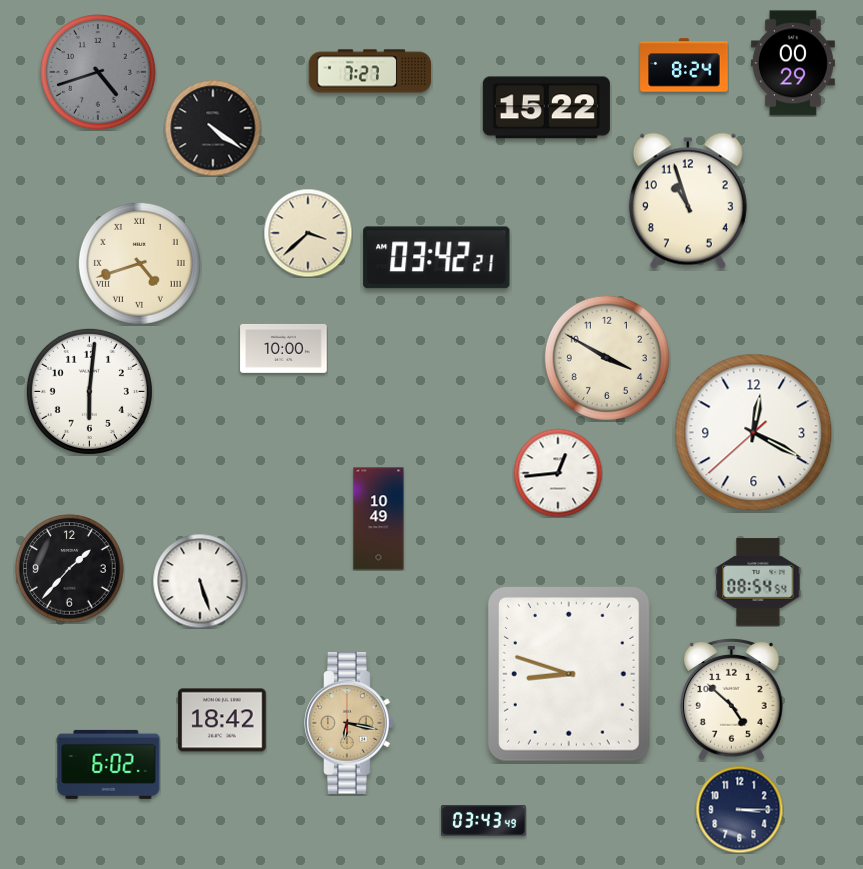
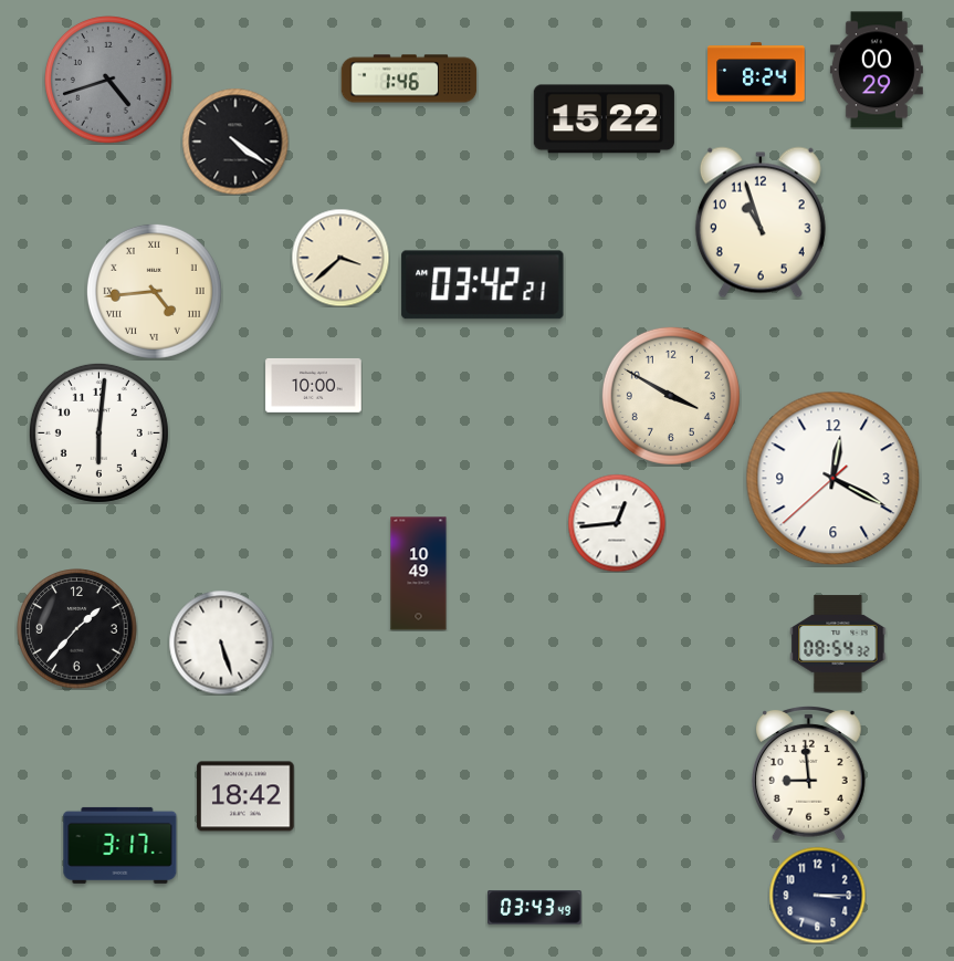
clock at (370, 71): 7:27 -> 1:46
clock at (139, 263): 4:42 -> 4:44
clock at (758, 582): 08:54:54 -> 08:54:32
clock at (569, 674): 8:48 -> none
clock at (732, 700): 4:52 -> 8:59
clock at (349, 723): 6:17 -> none
clock at (109, 764): 6:02 -> 3:17
